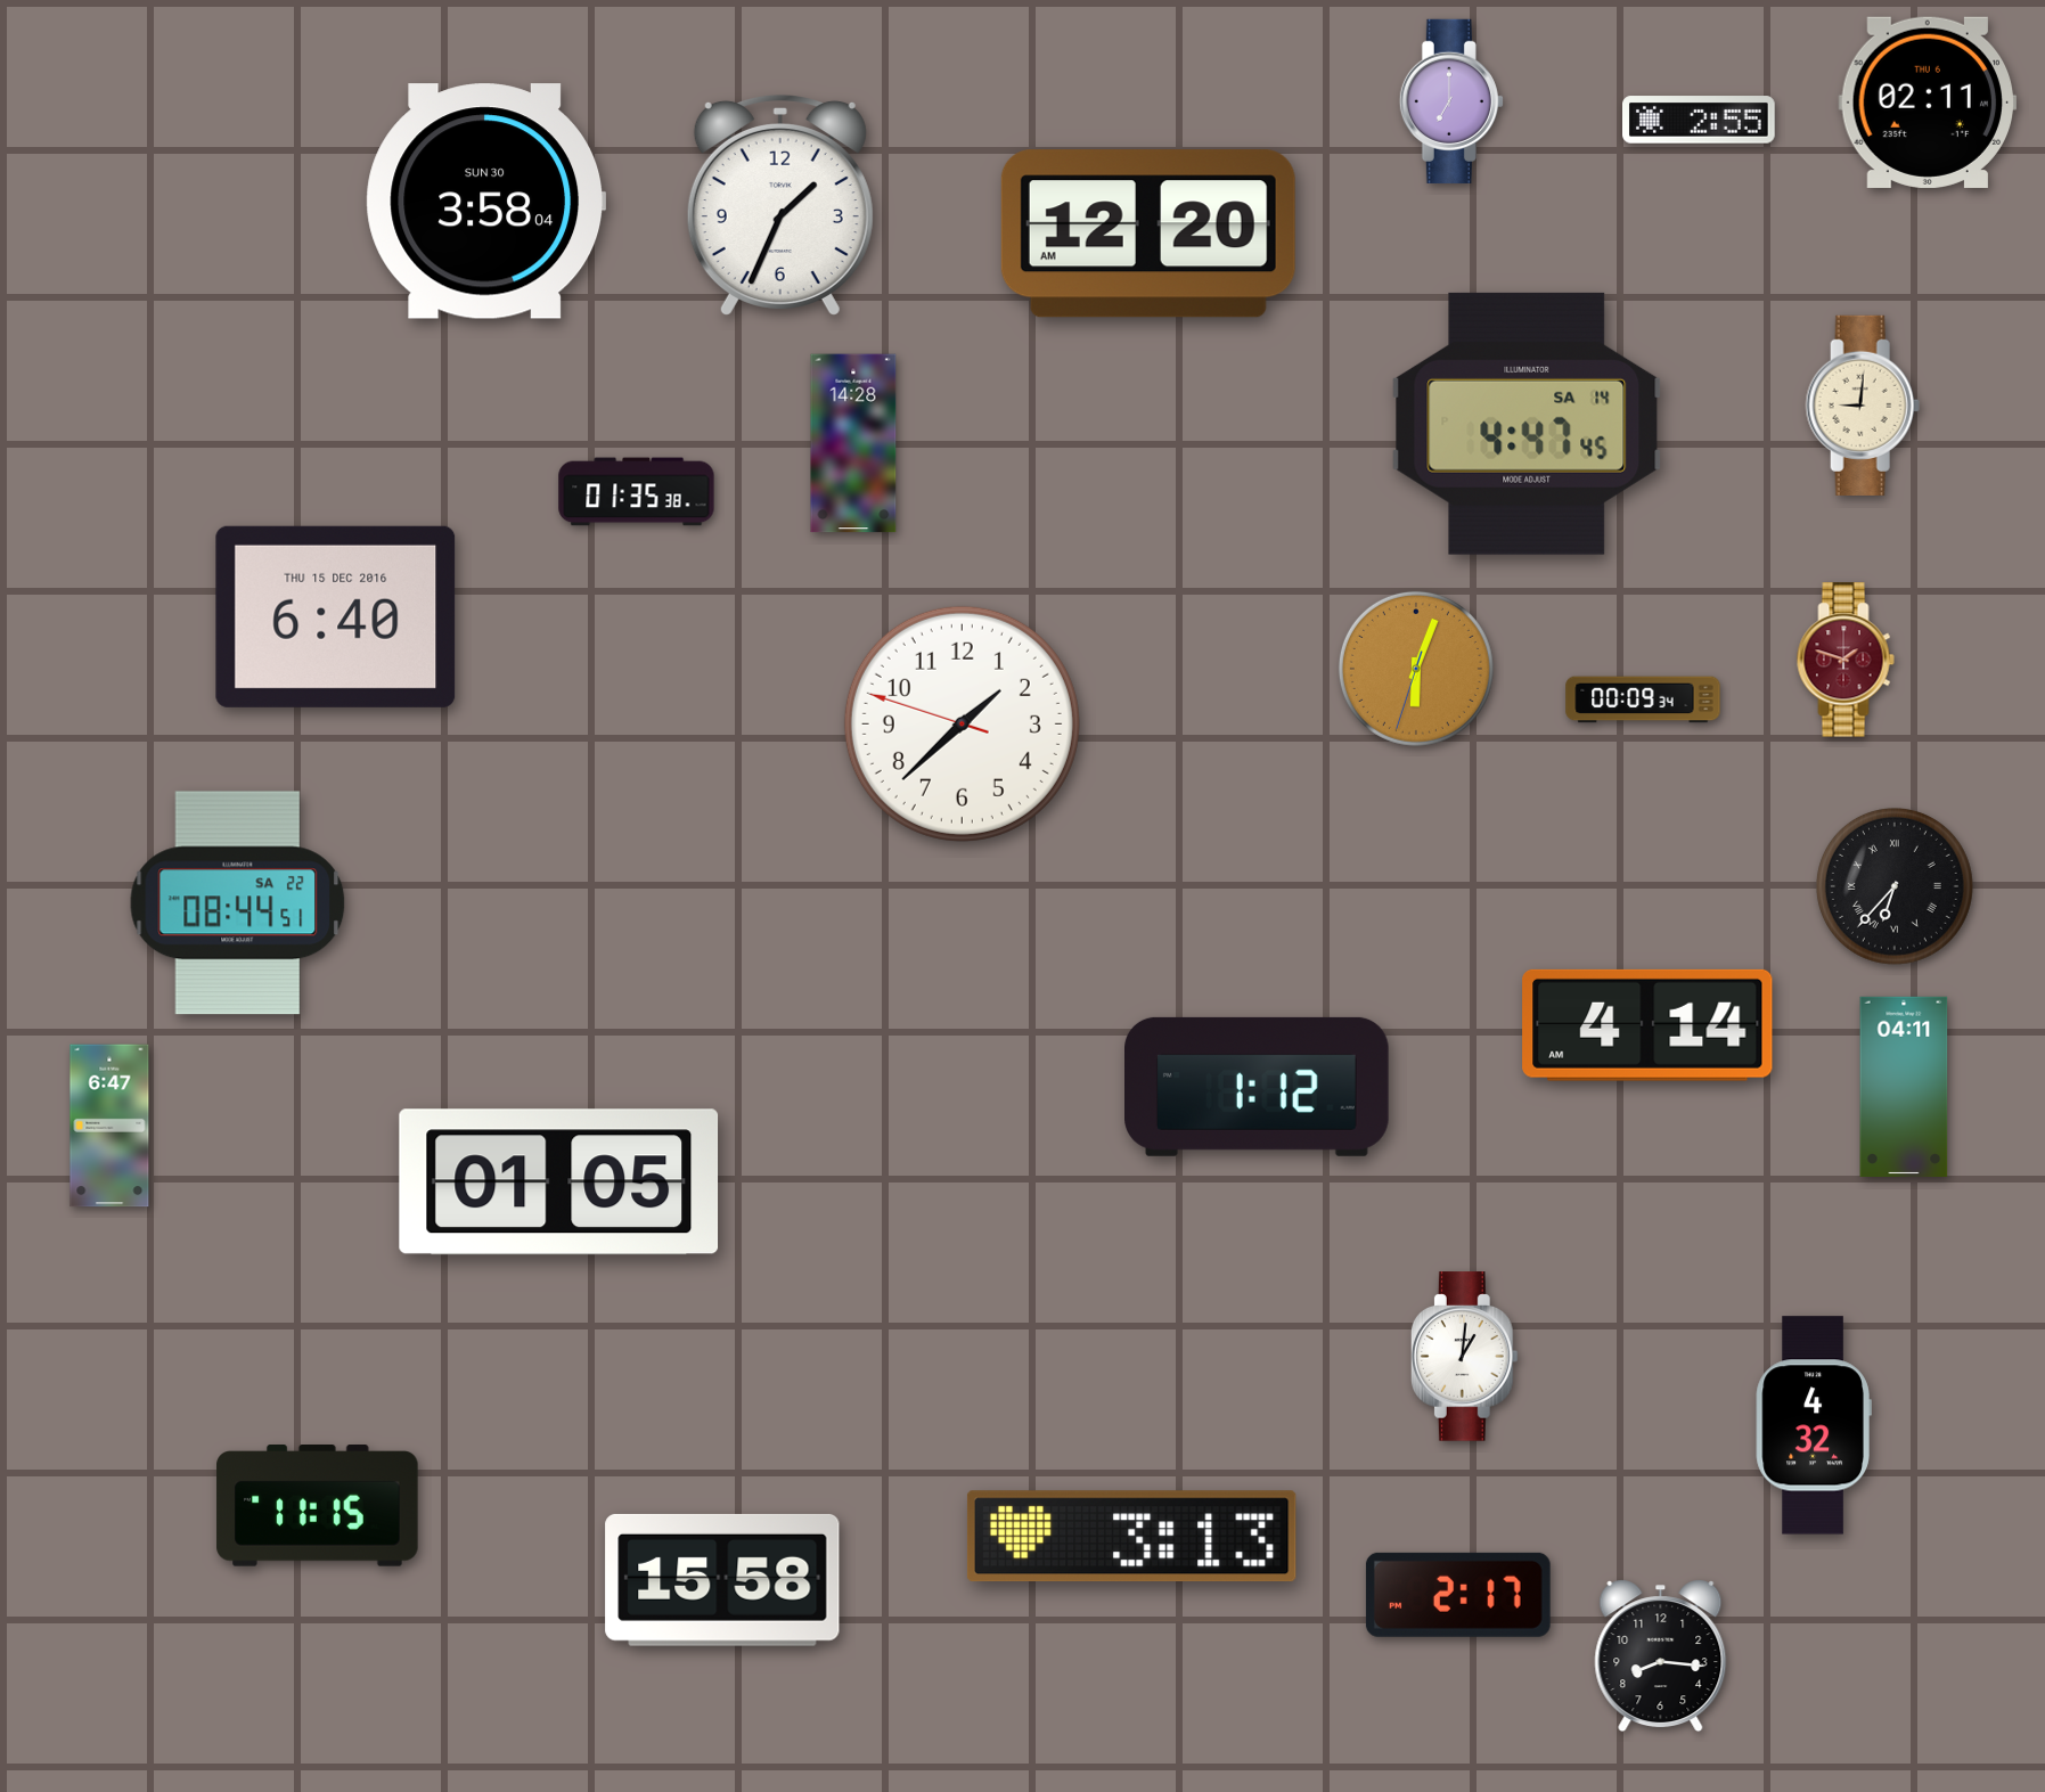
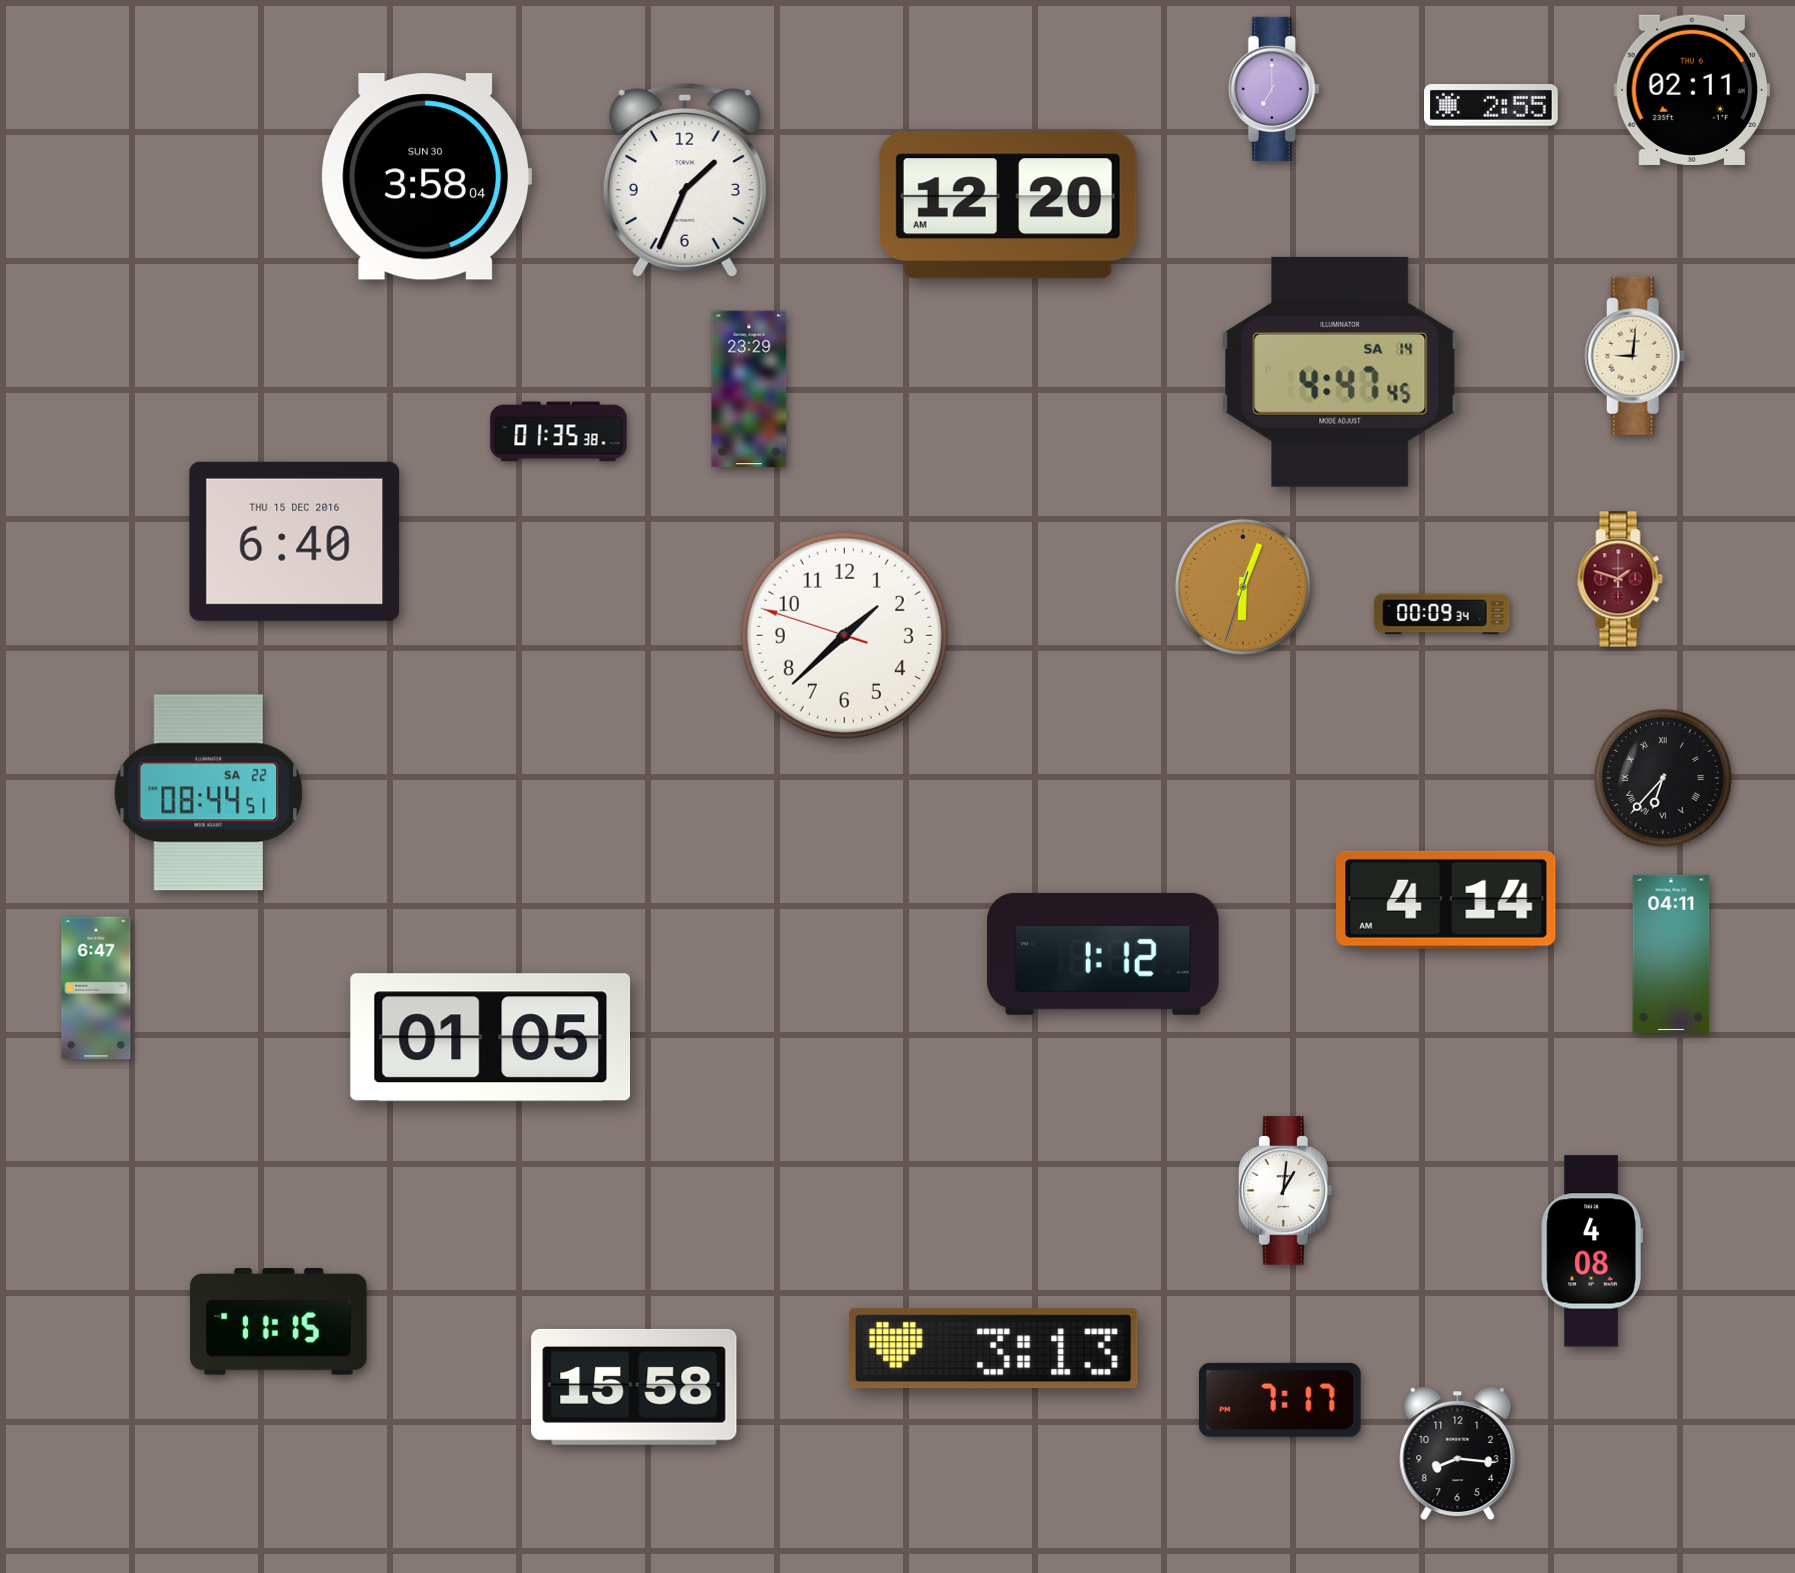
clock at (853, 443): 14:28 -> 23:29
clock at (1814, 1425): 4:32 -> 4:08
clock at (1458, 1595): 2:17 -> 7:17
